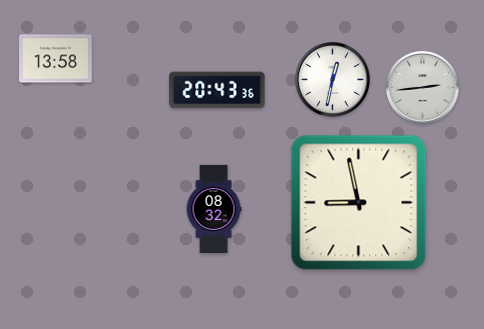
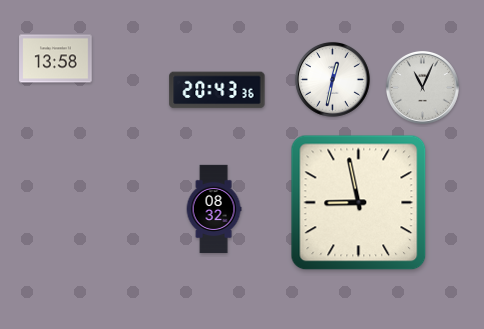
clock at (422, 87): 2:44 -> 11:04
